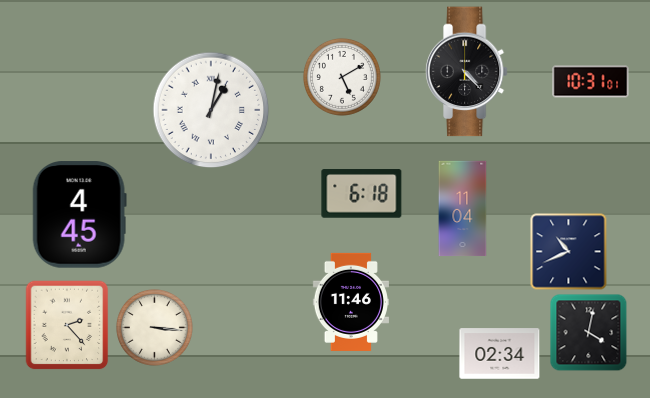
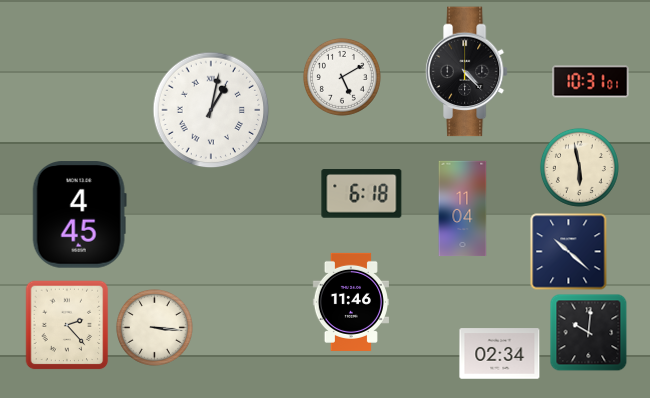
clock at (579, 167): none -> 5:58
clock at (569, 252): 10:41 -> 10:22
clock at (588, 332): 4:02 -> 10:01
